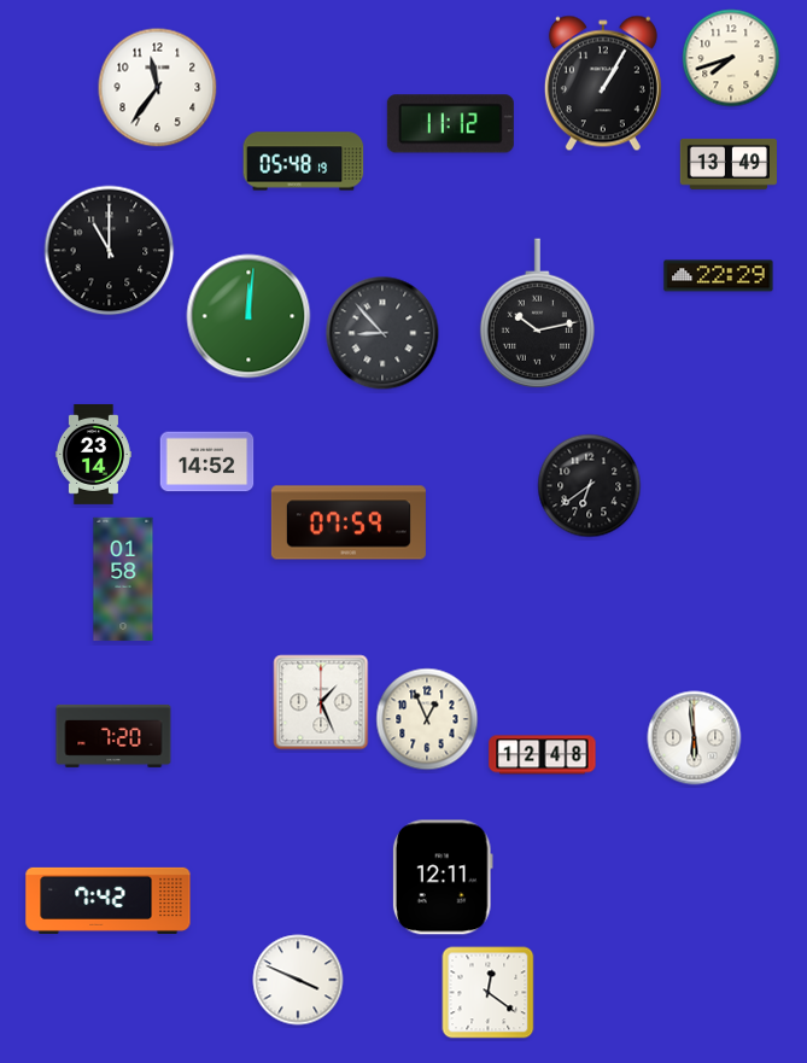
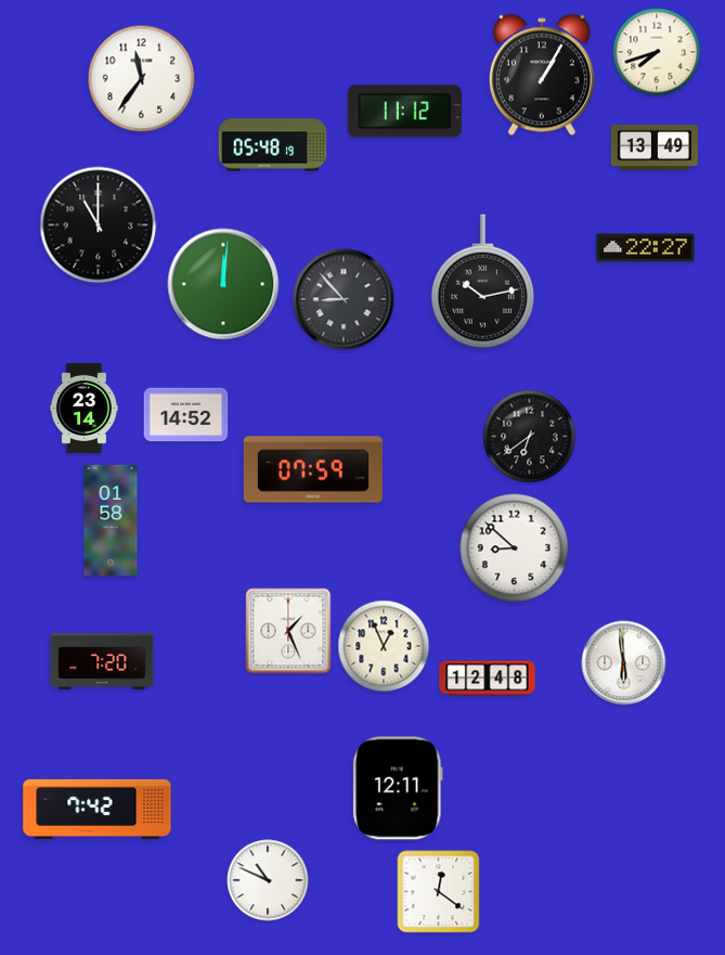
clock at (719, 276): 22:29 -> 22:27
clock at (515, 549): none -> 8:52
clock at (298, 980): 3:49 -> 10:49
